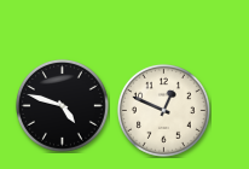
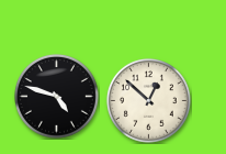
clock at (163, 110): 12:49 -> 12:52
